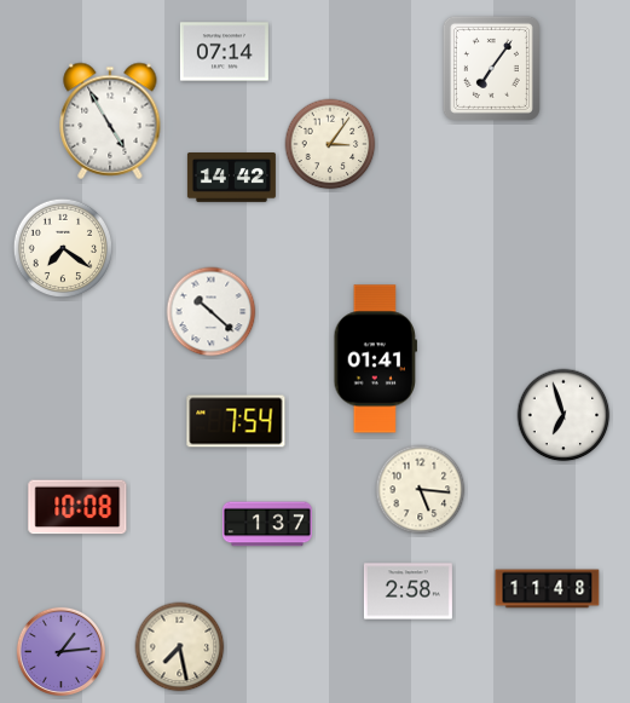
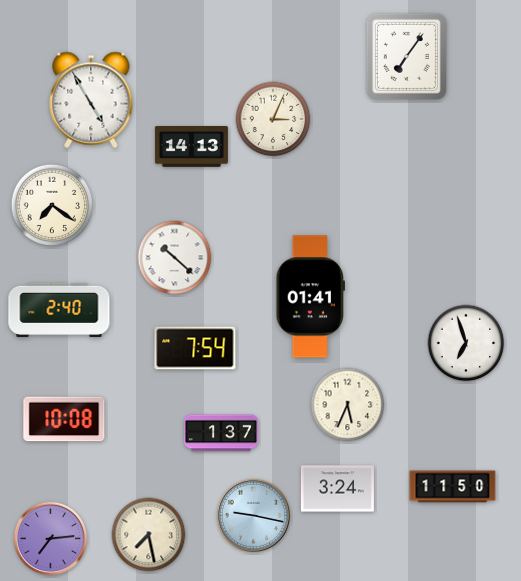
clock at (224, 52): 07:14 -> none
clock at (330, 144): 3:06 -> 3:04
clock at (231, 178): 14:42 -> 14:13
clock at (59, 310): none -> 2:40
clock at (421, 490): 5:16 -> 5:34
clock at (548, 589): 11:48 -> 11:50
clock at (408, 592): 2:58 -> 3:24
clock at (253, 515): none -> 9:17
clock at (60, 651): 1:14 -> 7:14
